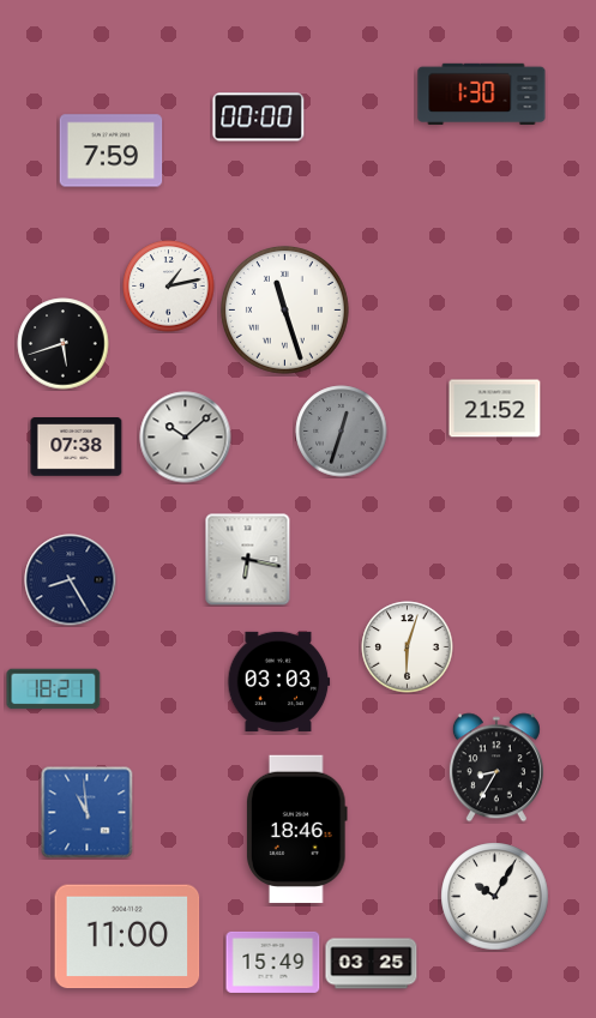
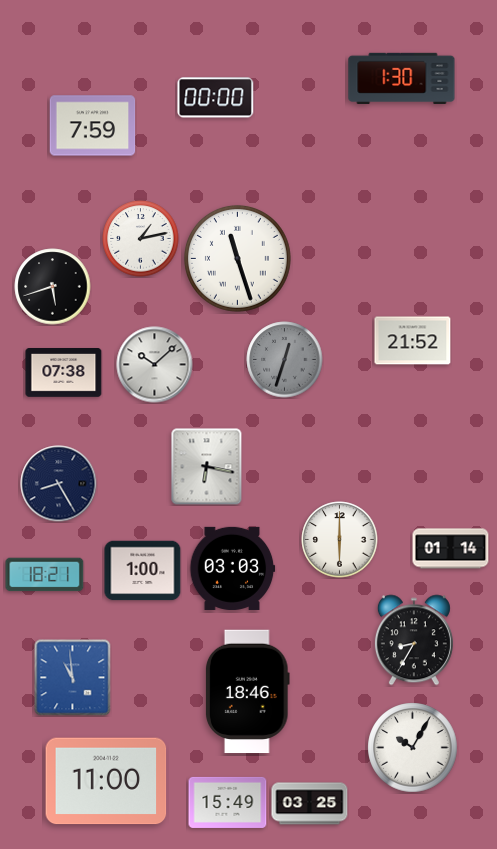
clock at (408, 647): 6:03 -> 6:00
clock at (451, 549): none -> 01:14
clock at (143, 571): none -> 1:00
